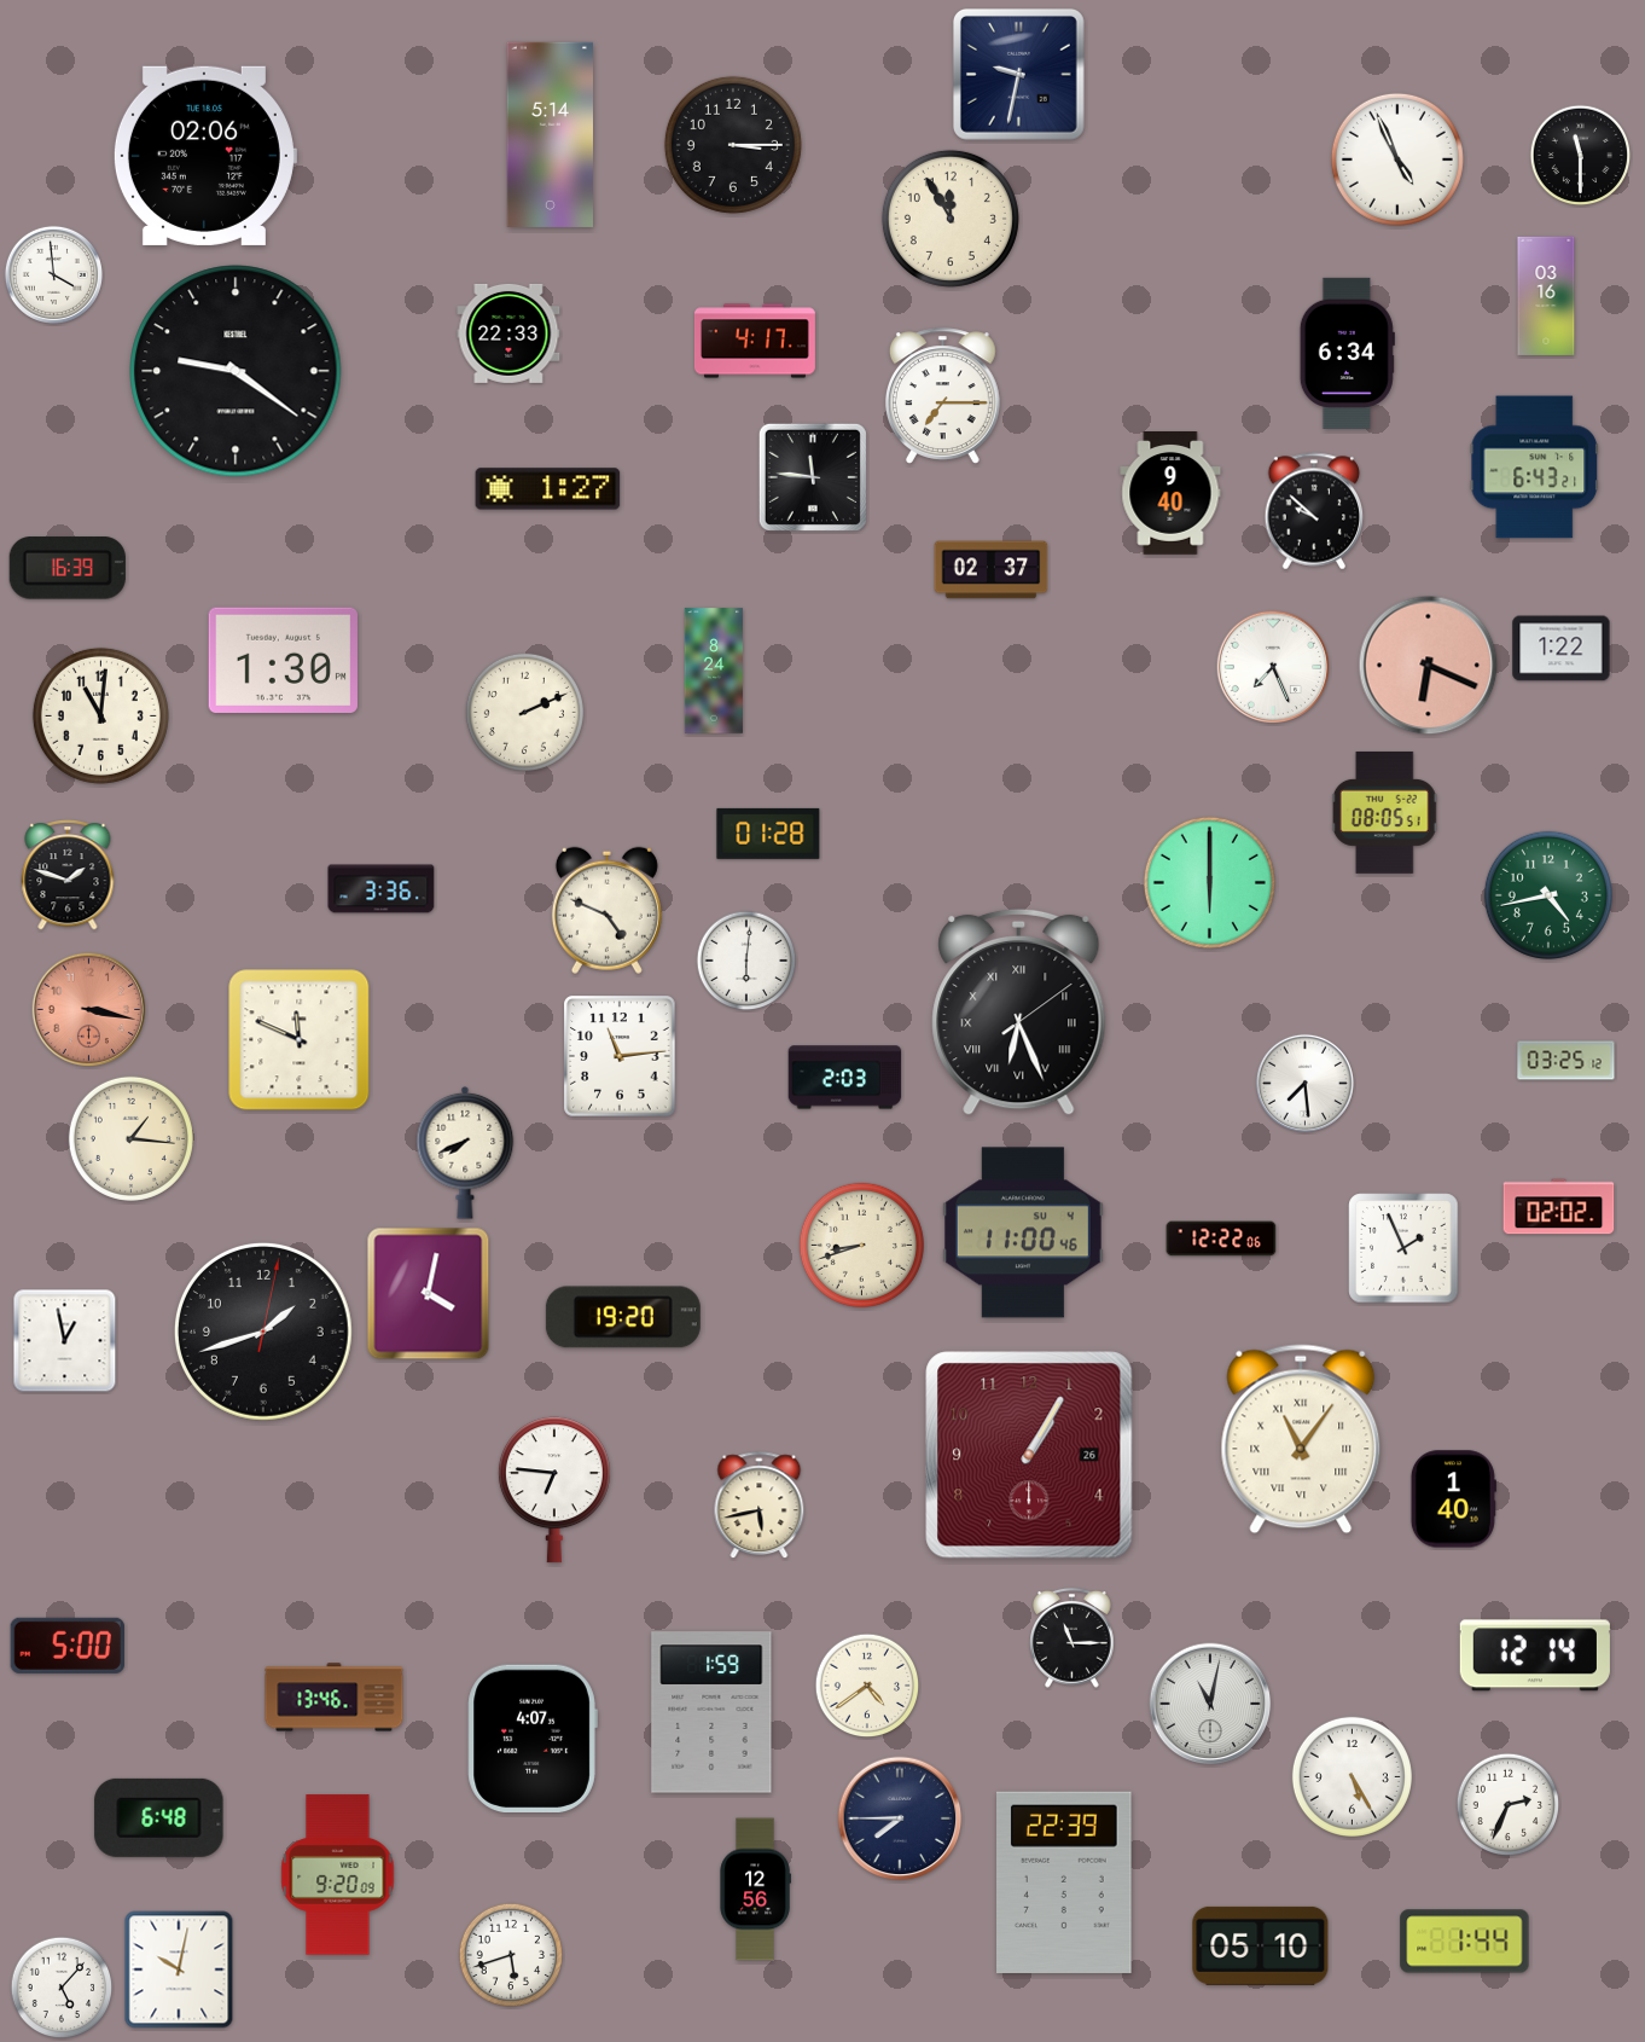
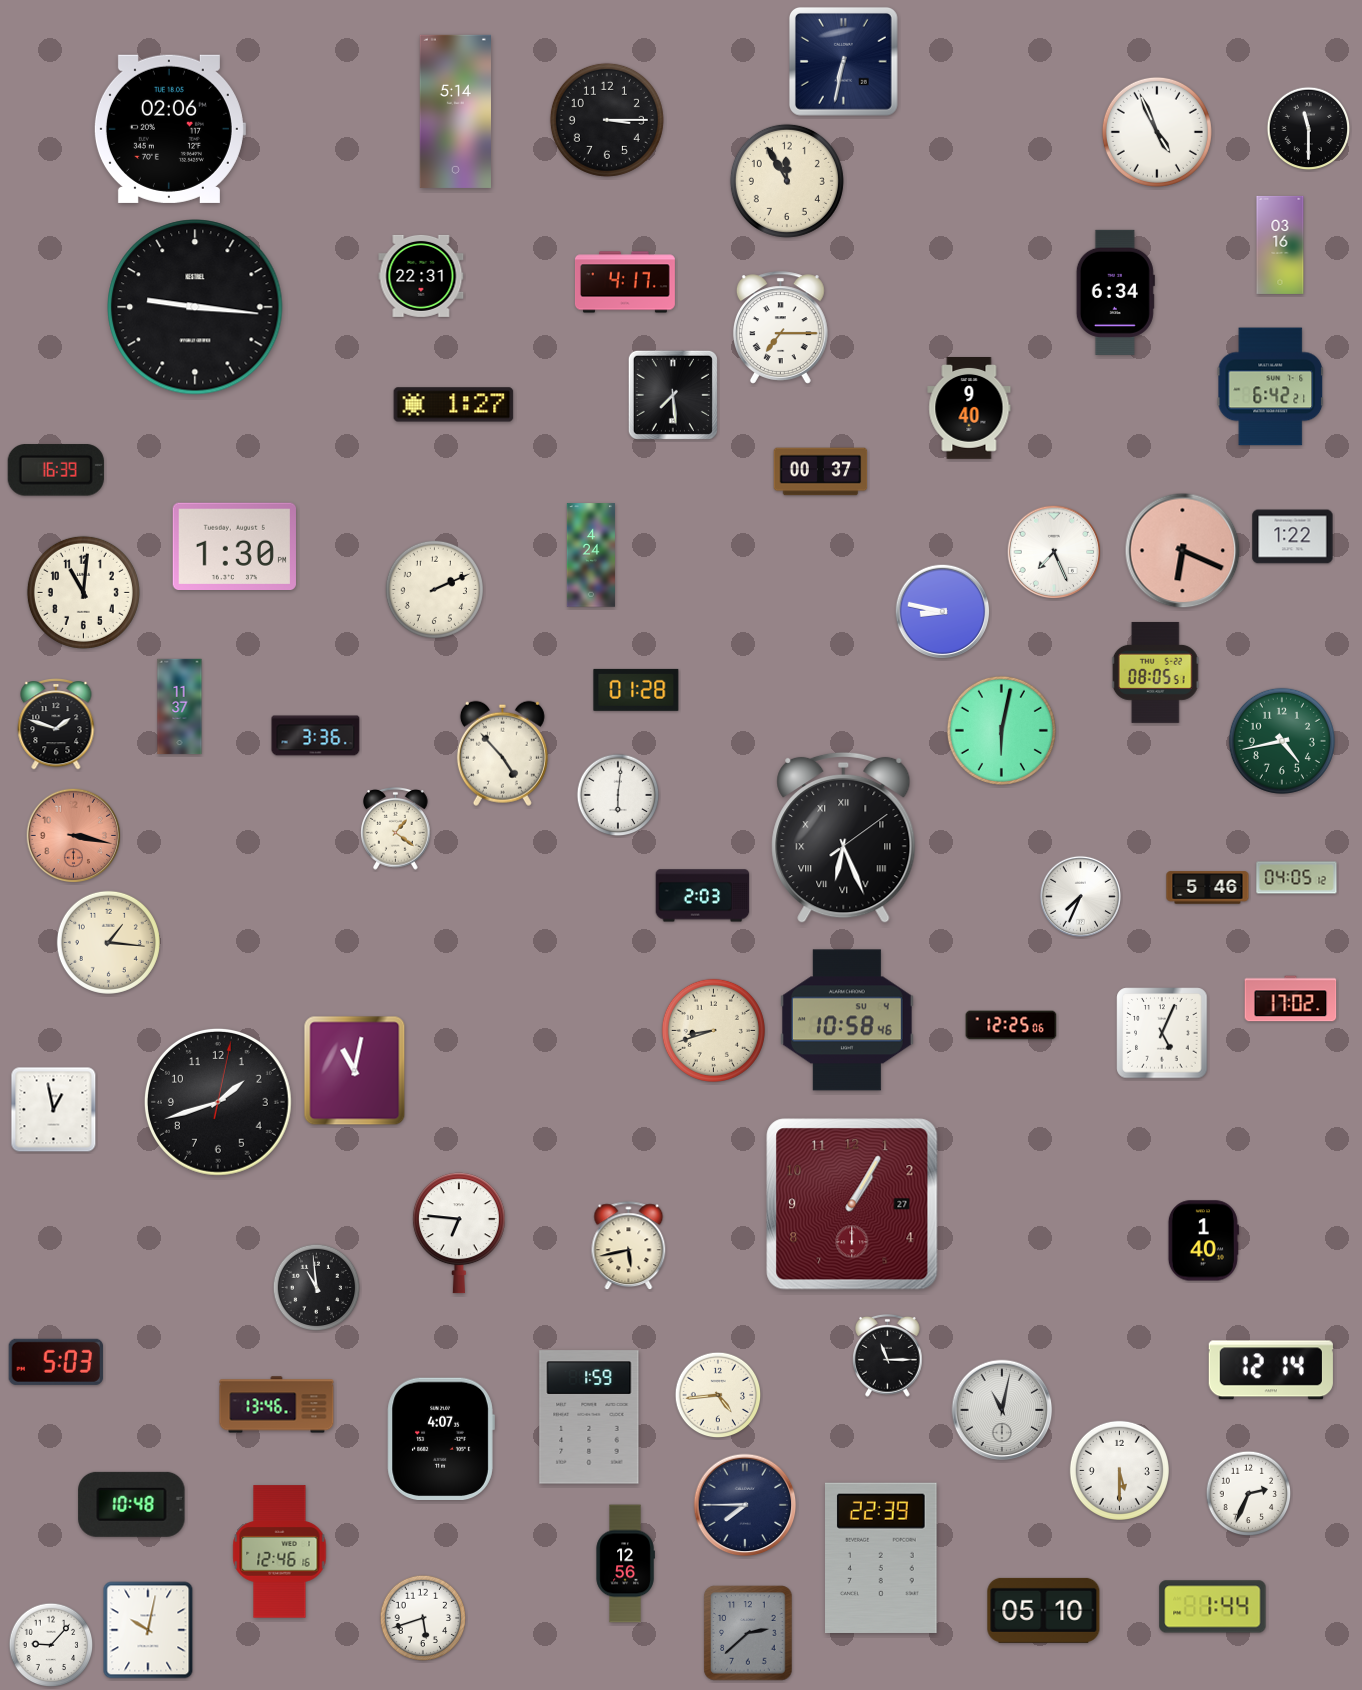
clock at (1018, 74): 9:32 -> 6:32
clock at (53, 274): 3:59 -> none
clock at (508, 333): 22:33 -> 22:31
clock at (236, 371): 9:21 -> 9:16
clock at (1535, 468): 6:43 -> 6:42
clock at (813, 477): 11:46 -> 7:29
clock at (1314, 511): 9:52 -> none
clock at (992, 570): 02:37 -> 00:37
clock at (713, 671): 8:24 -> 4:24
clock at (943, 612): none -> 8:47
clock at (1384, 812) position: (1384, 812) -> (1155, 672)
clock at (180, 707): none -> 11:37
clock at (1209, 882): 6:00 -> 6:02
clock at (606, 910): 4:49 -> 4:53
clock at (396, 829): none -> 1:21
clock at (300, 1040): 11:49 -> none
clock at (620, 1056): 11:14 -> none
clock at (1566, 1061): 03:25 -> 04:05
clock at (1208, 888): none -> 5:46
clock at (845, 1078) position: (845, 1078) -> (703, 896)
clock at (1304, 1083): 7:29 -> 7:34
clock at (465, 1153): 7:41 -> none
clock at (1559, 1207): 02:02 -> 17:02
clock at (1023, 1232): 11:00 -> 10:58
clock at (1221, 1238): 12:22 -> 12:25
clock at (1403, 1248): 1:56 -> 5:04
clock at (429, 1294): 4:02 -> 11:02
clock at (623, 1317): 19:20 -> none
clock at (1301, 1439): 11:06 -> none
clock at (1029, 1455) date: 26 -> 27
clock at (317, 1288): none -> 10:59
clock at (68, 1646): 5:00 -> 5:03
clock at (867, 1686): 4:39 -> 4:44
clock at (1352, 1776): 5:25 -> 5:30
clock at (159, 1817): 6:48 -> 10:48
clock at (338, 1875): 9:20 -> 12:46
clock at (748, 1633): none -> 2:38
clock at (62, 1988): 5:07 -> 9:07
